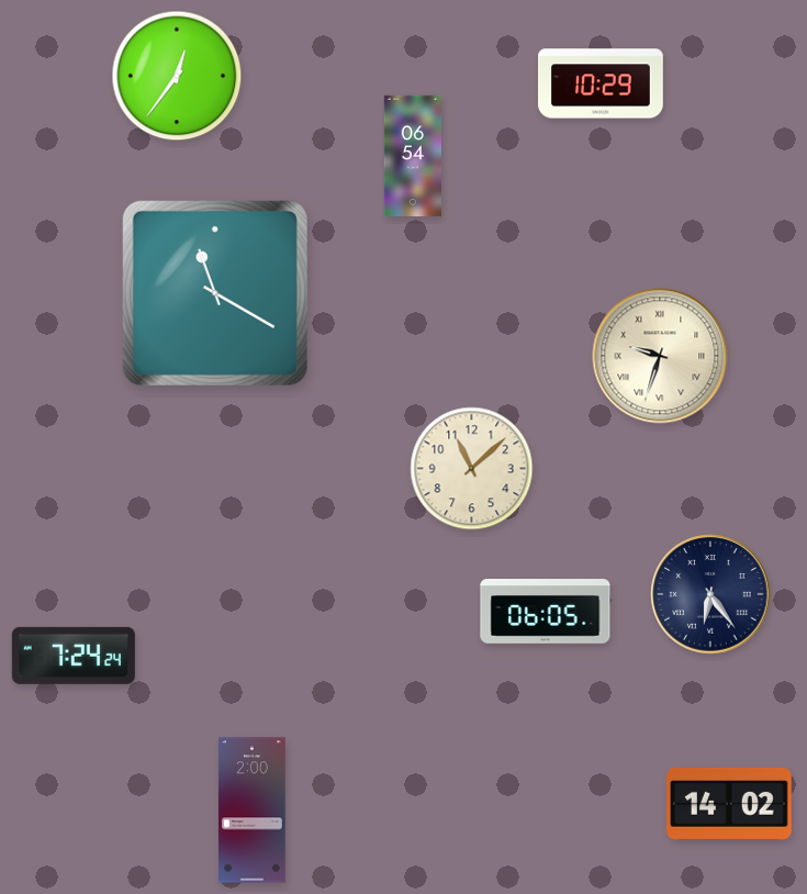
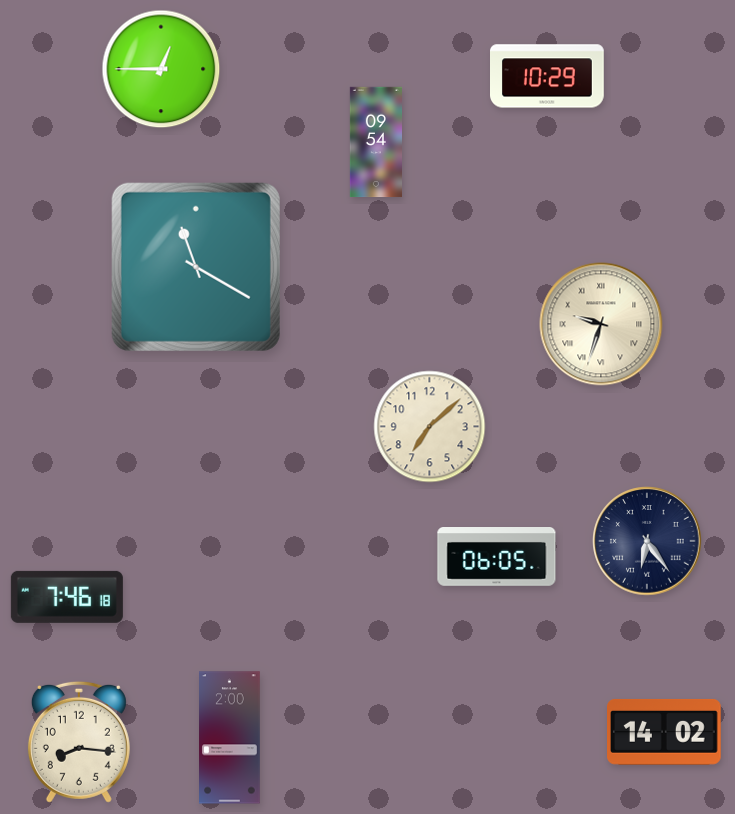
clock at (177, 76): 12:36 -> 12:45
clock at (412, 156): 06:54 -> 09:54
clock at (472, 469): 11:08 -> 7:08
clock at (74, 656): 7:24 -> 7:46
clock at (79, 742): none -> 8:16
